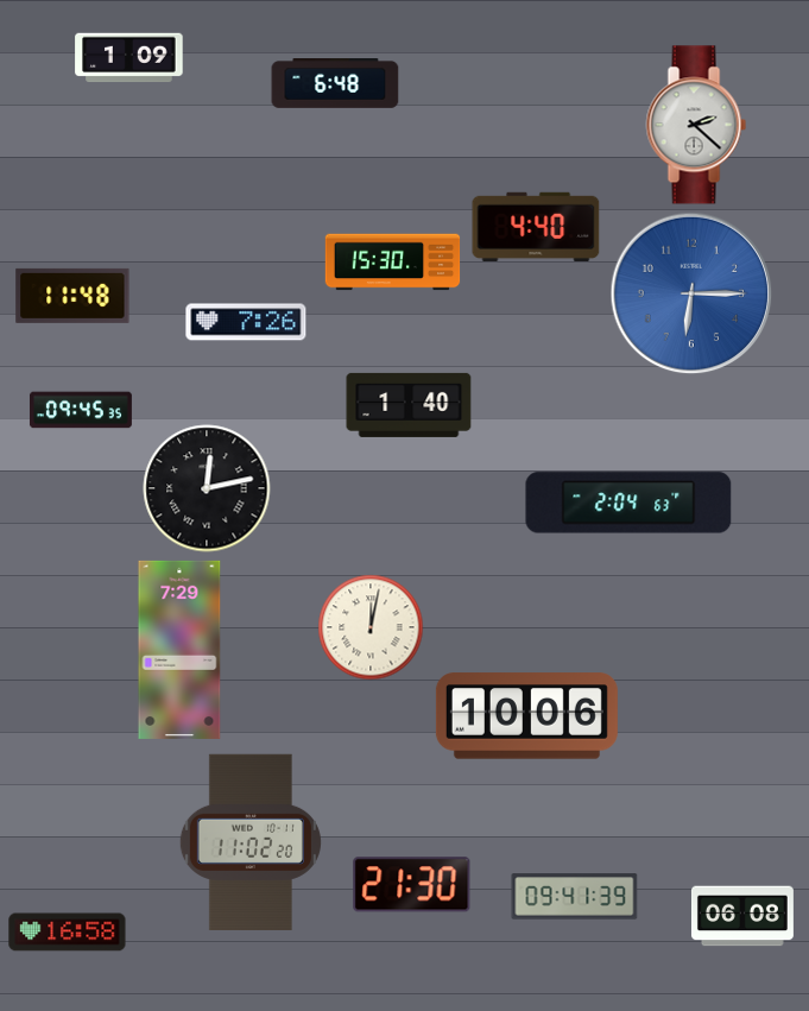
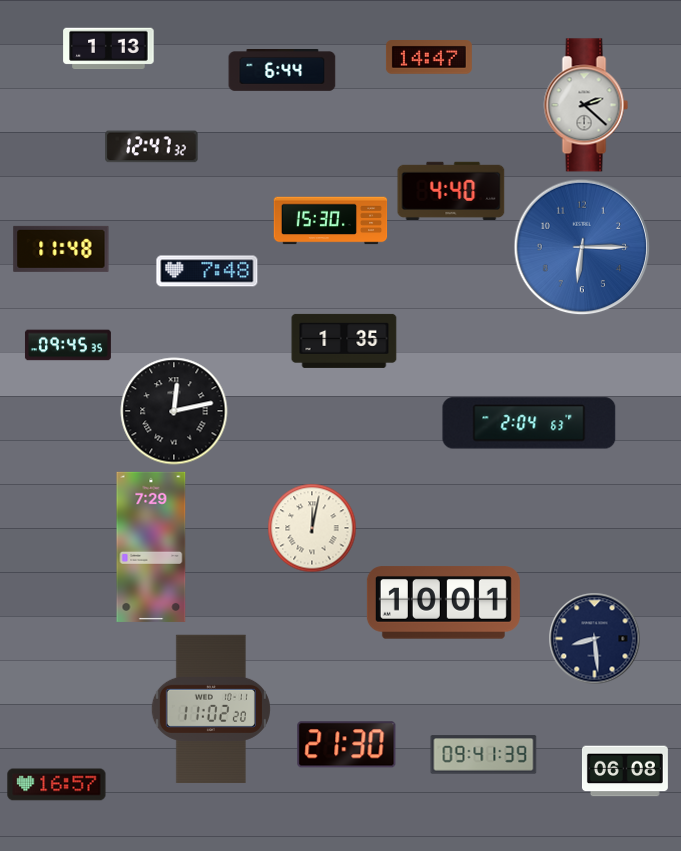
clock at (129, 58): 1:09 -> 1:13
clock at (429, 58): none -> 14:47
clock at (335, 84): 6:48 -> 6:44
clock at (152, 147): none -> 12:47
clock at (246, 322): 7:26 -> 7:48
clock at (409, 405): 1:40 -> 1:35
clock at (526, 716): 10:06 -> 10:01
clock at (595, 639): none -> 8:29
clock at (68, 933): 16:58 -> 16:57
